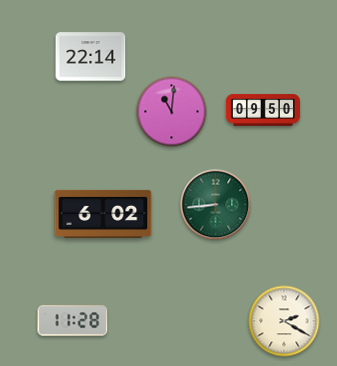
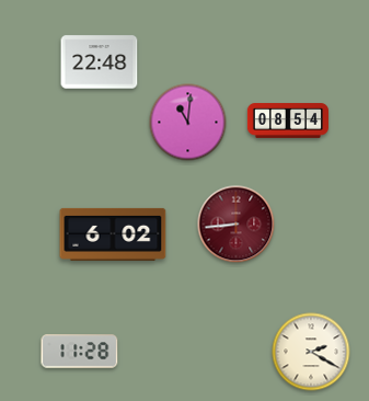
clock at (91, 57): 22:14 -> 22:48
clock at (263, 110): 09:50 -> 08:54
clock at (216, 205) dial: green -> burgundy
